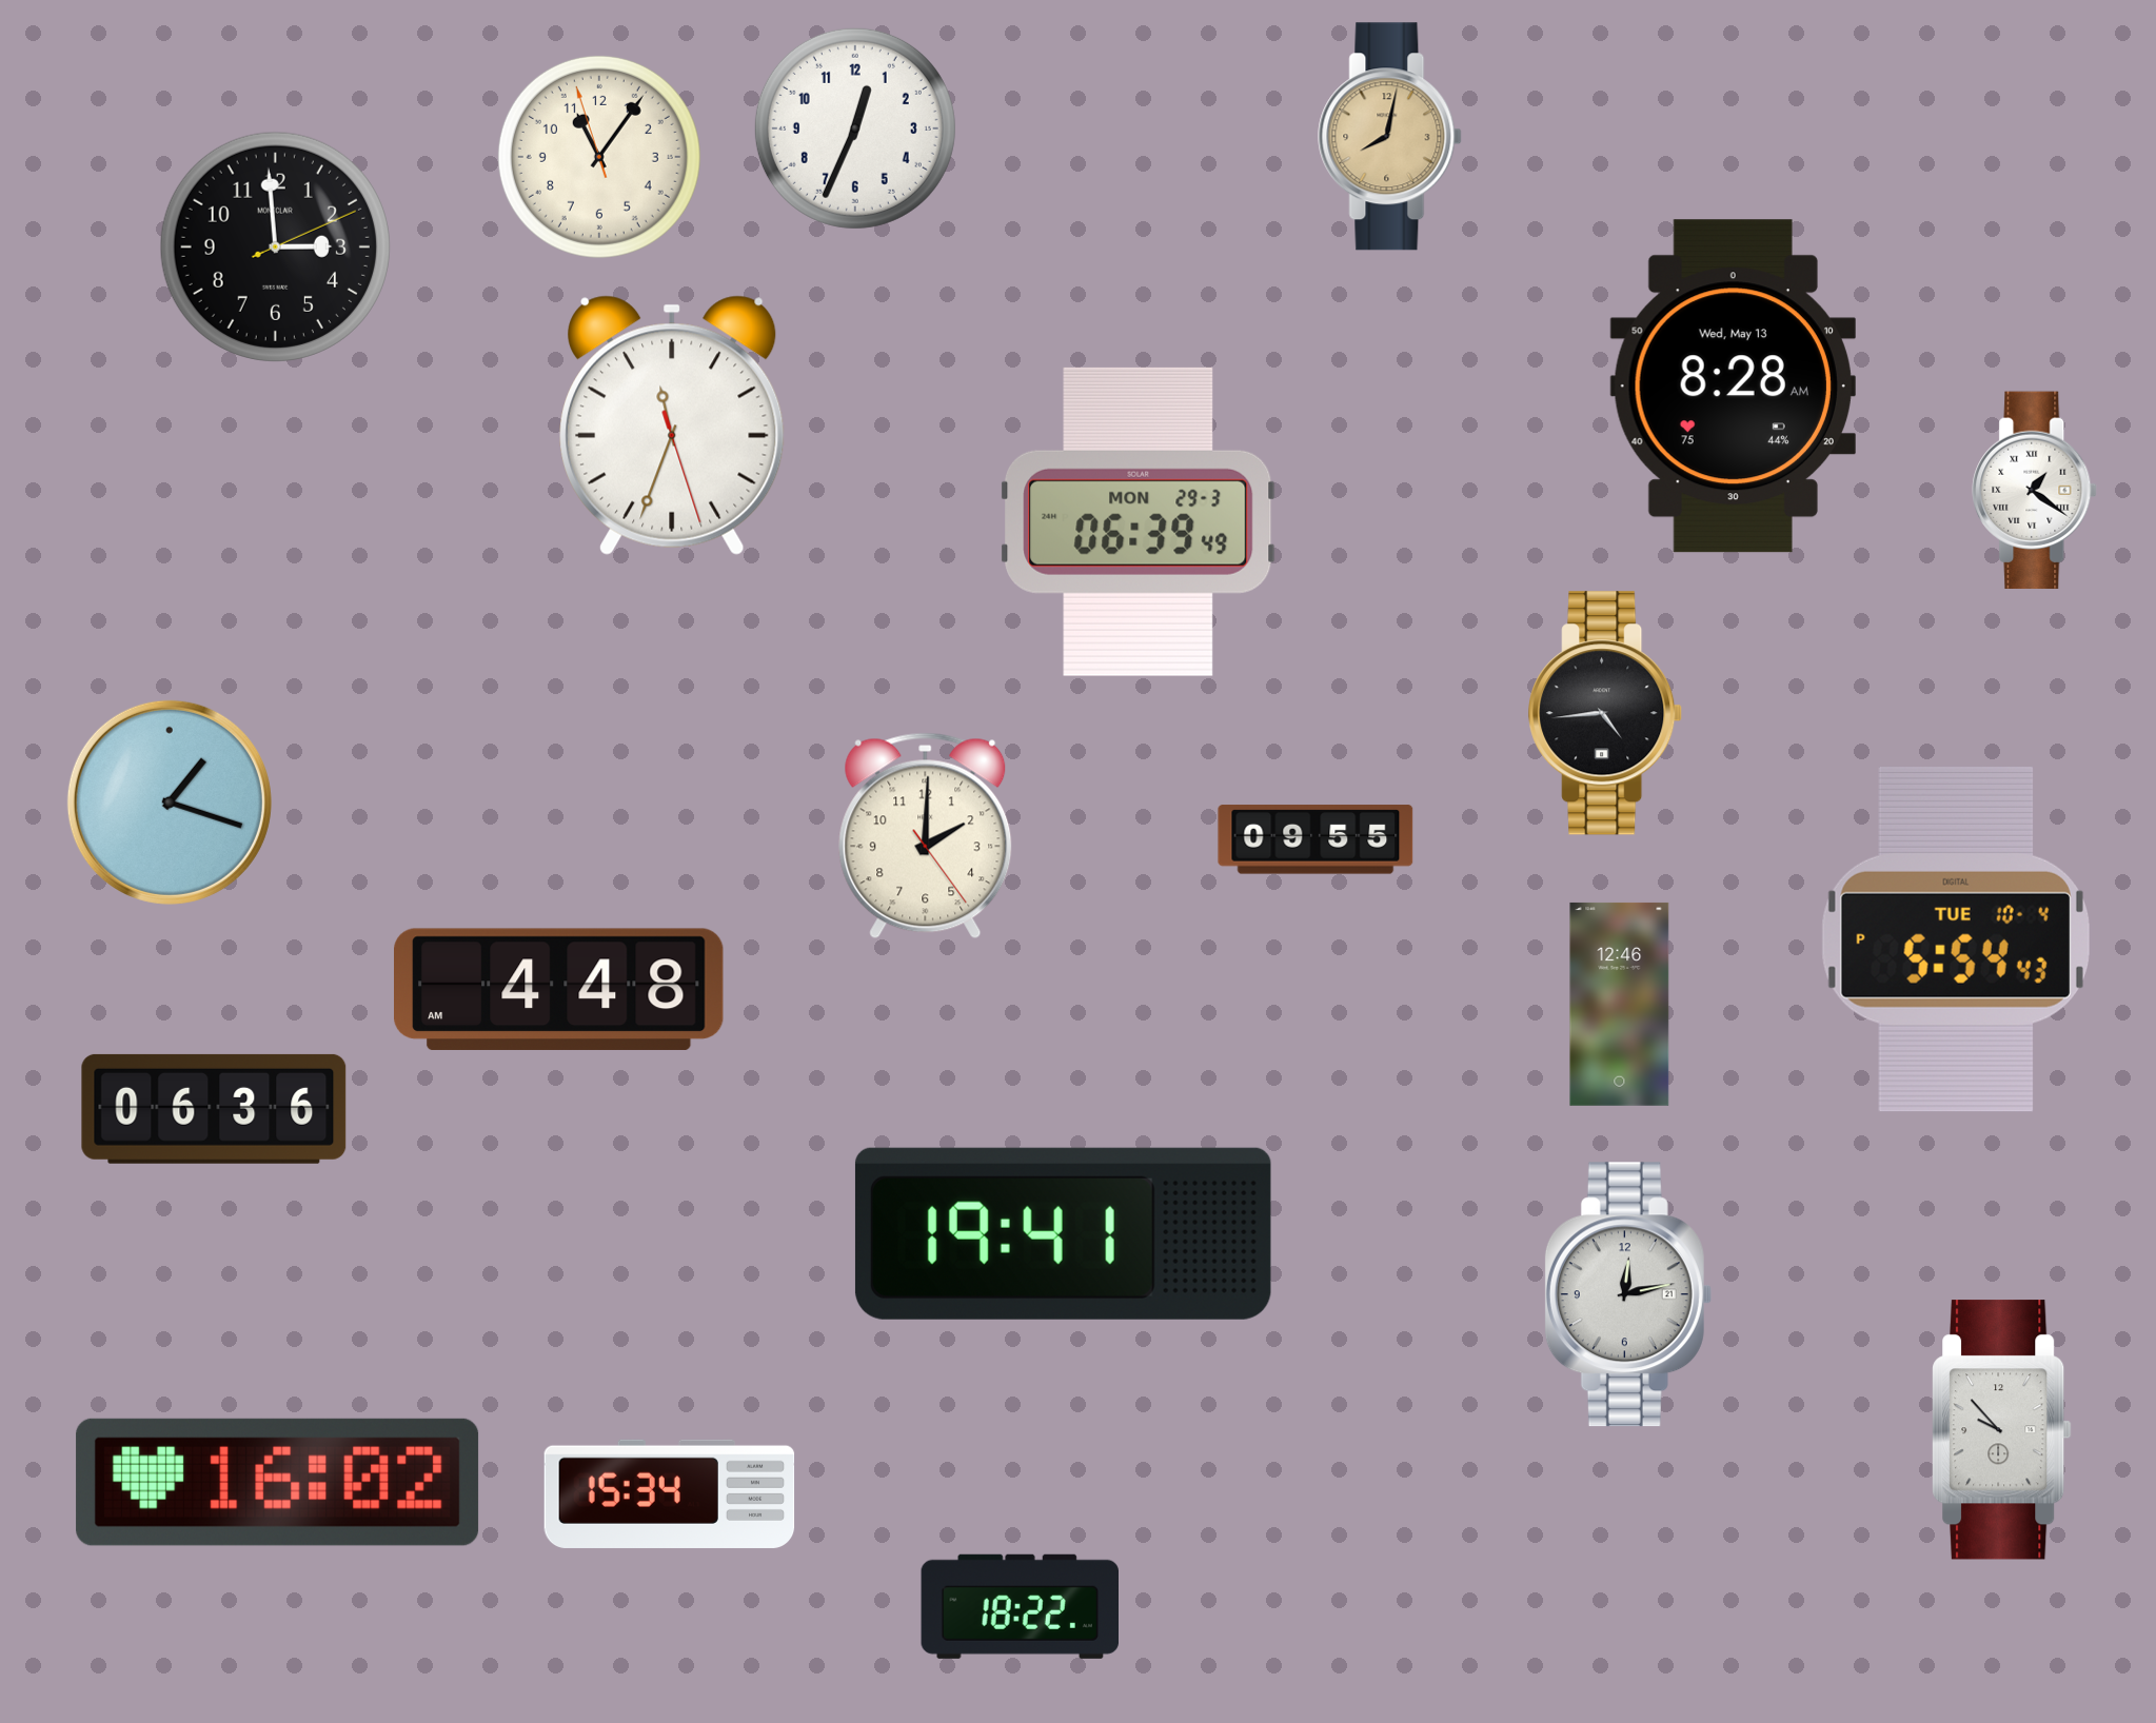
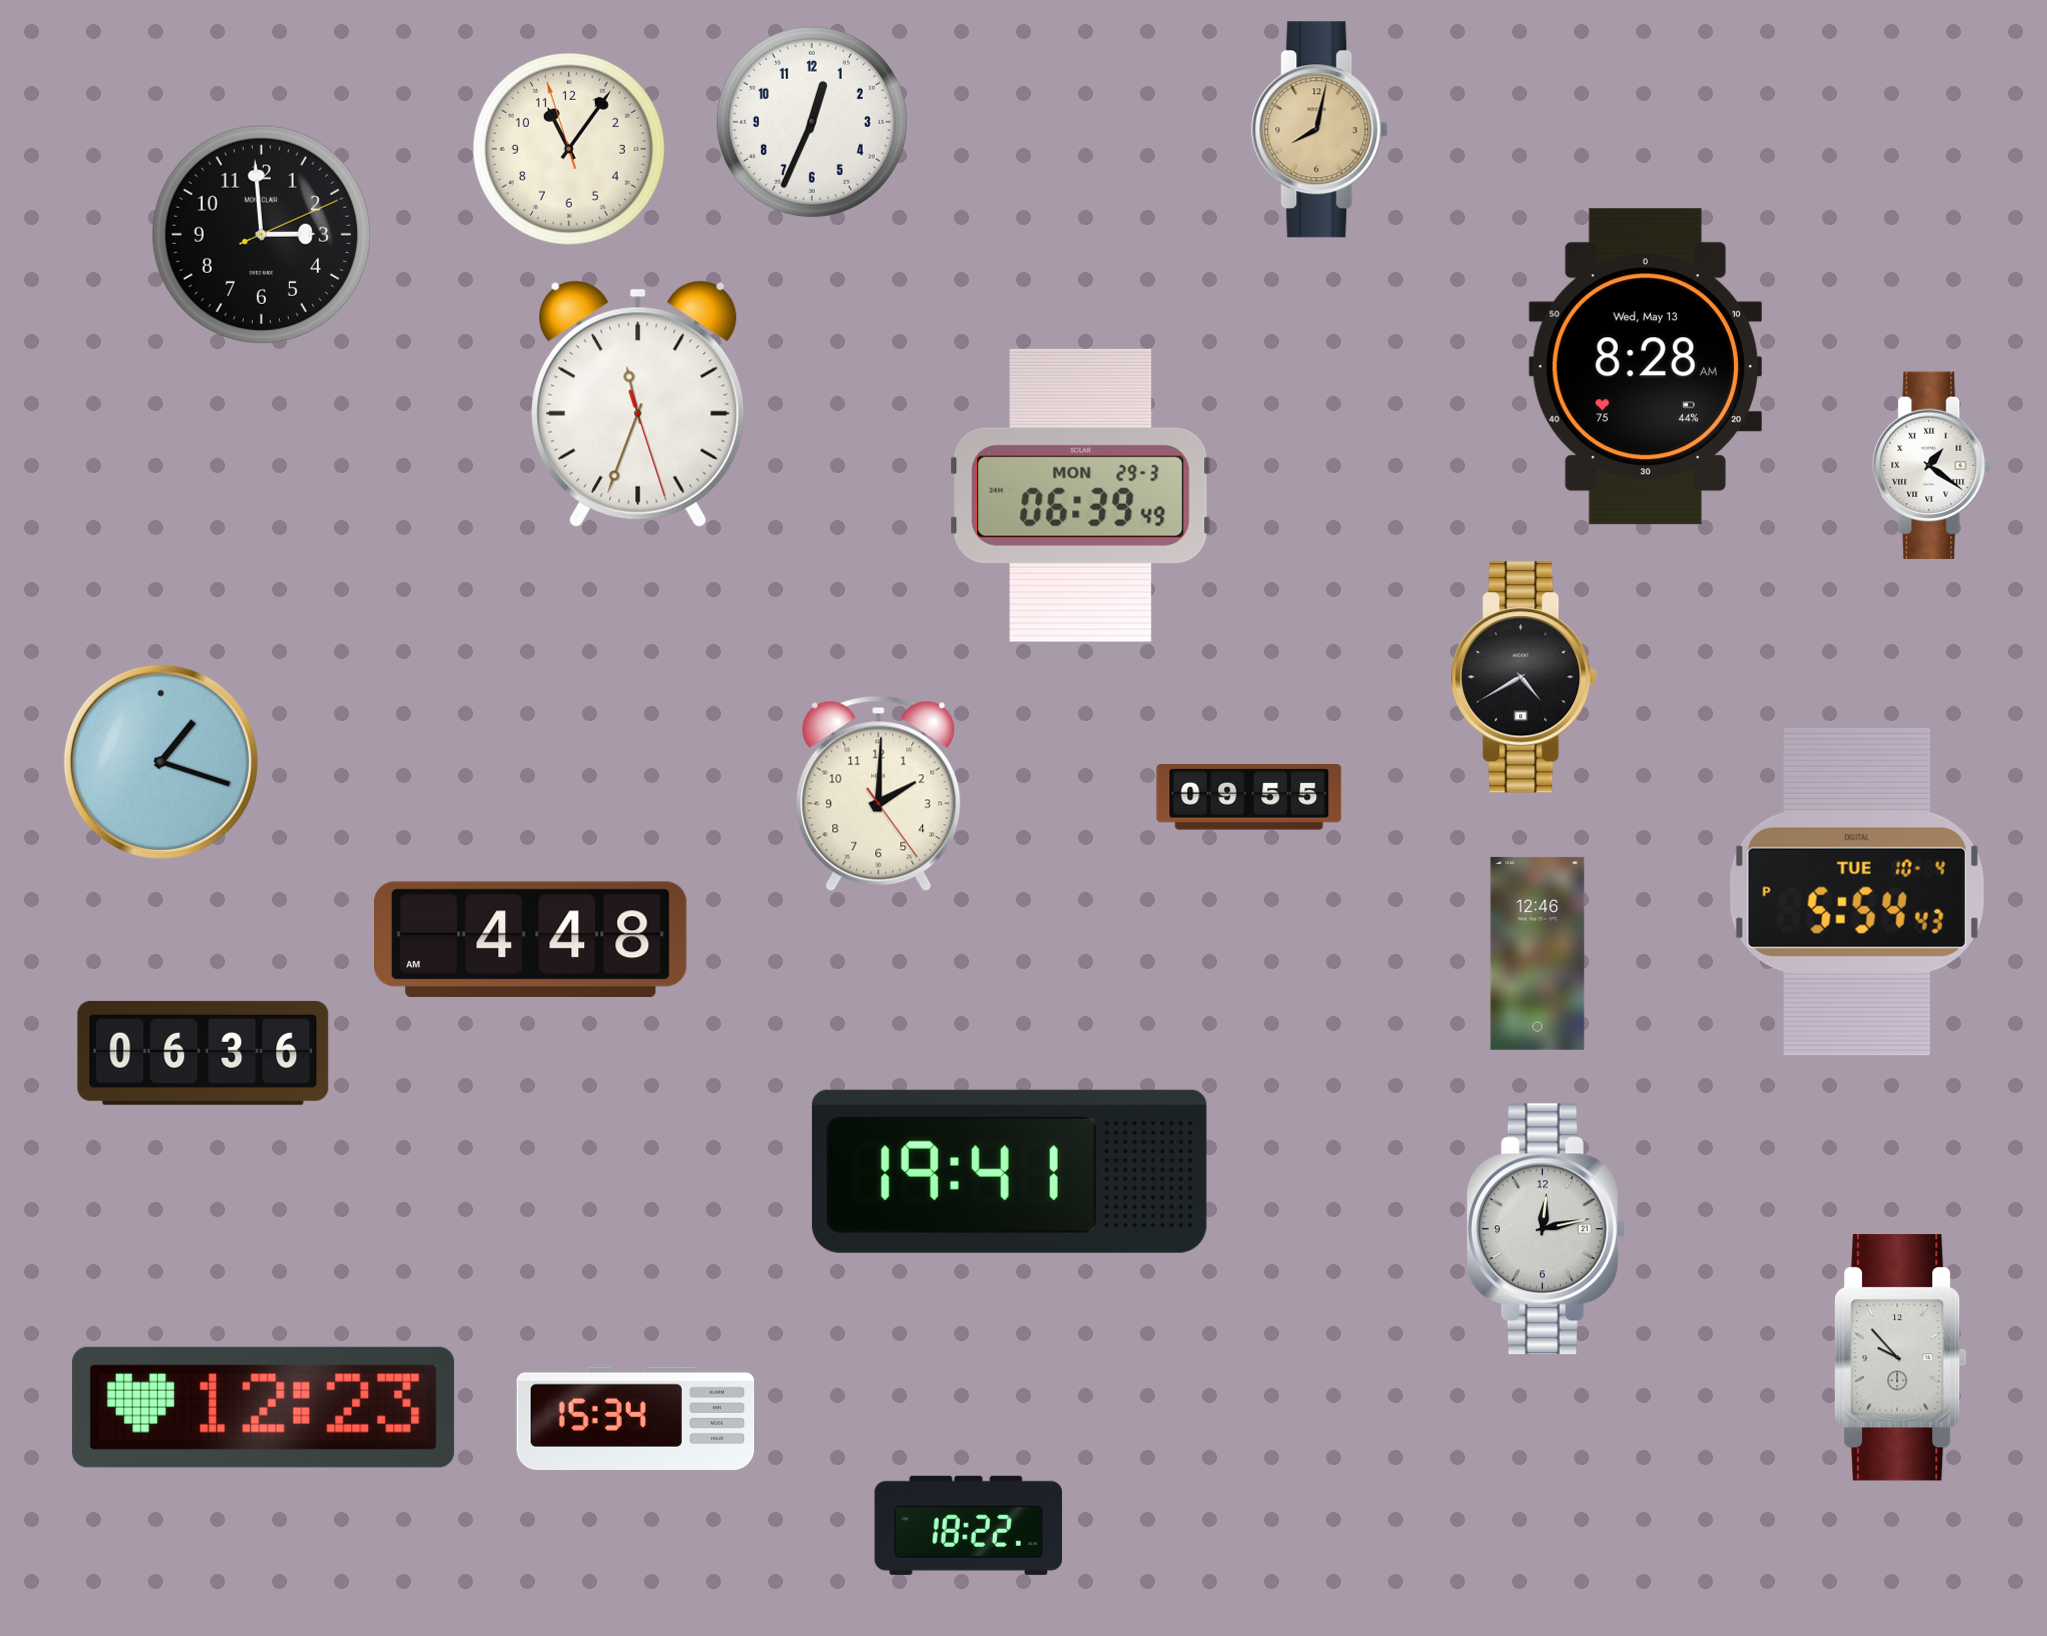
clock at (1606, 713): 4:44 -> 4:40
clock at (278, 1482): 16:02 -> 12:23
